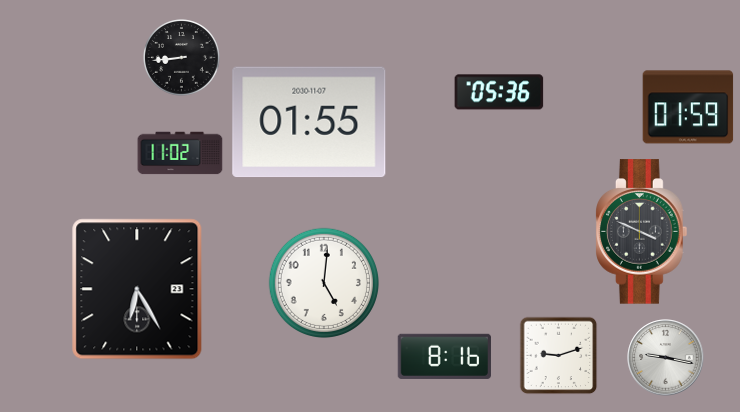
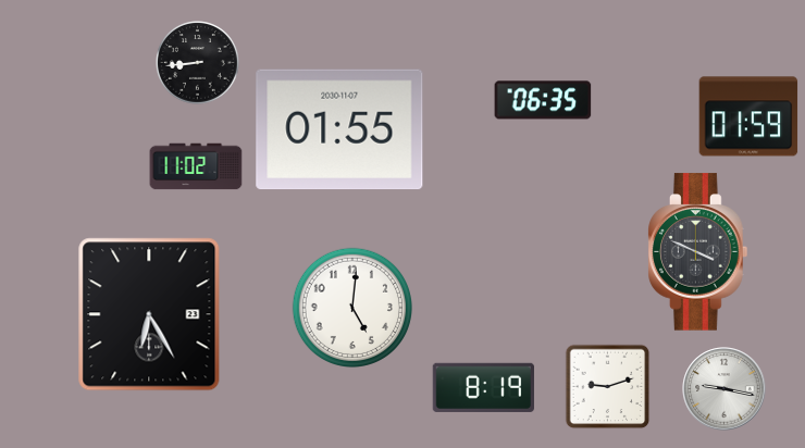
clock at (499, 92): 05:36 -> 06:35
clock at (309, 122) position: (309, 122) -> (339, 129)
clock at (444, 356): 8:16 -> 8:19
